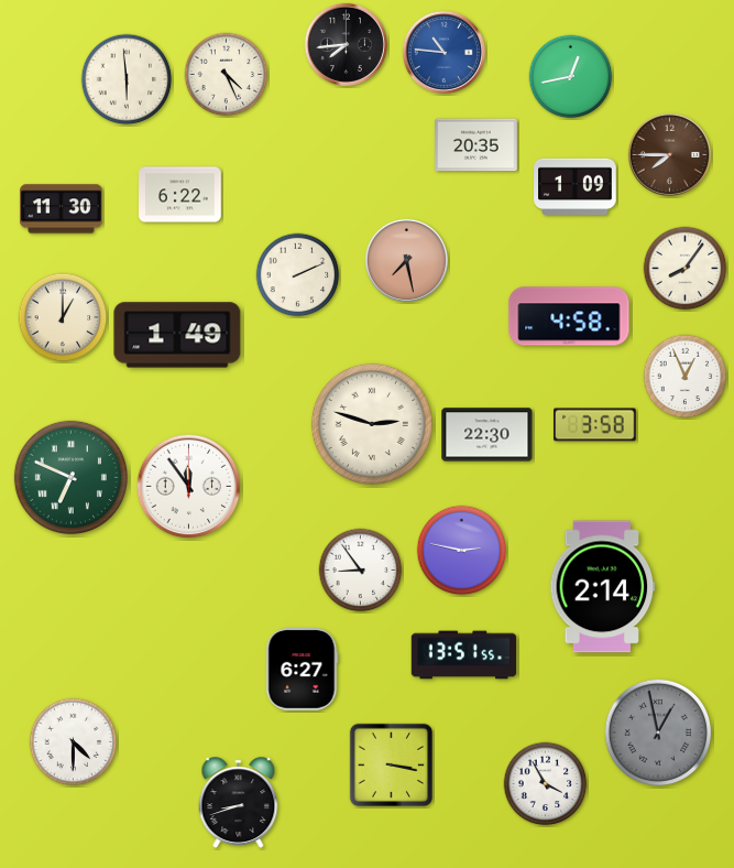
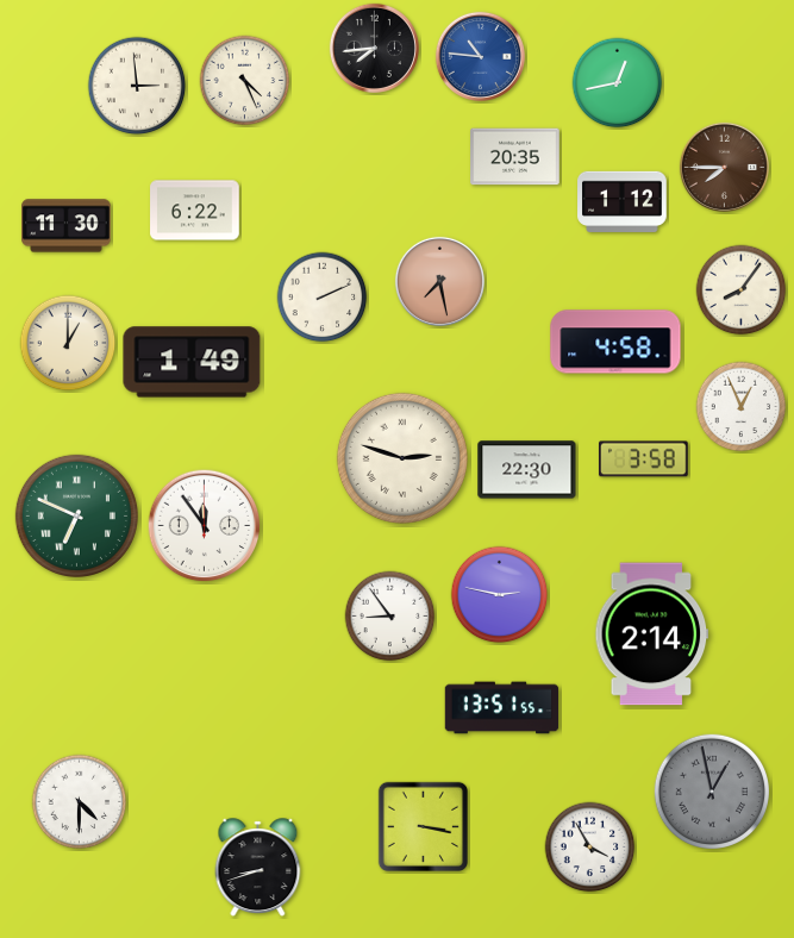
clock at (127, 79): 5:59 -> 2:59
clock at (576, 187): 1:09 -> 1:12
clock at (303, 670): 6:27 -> none
